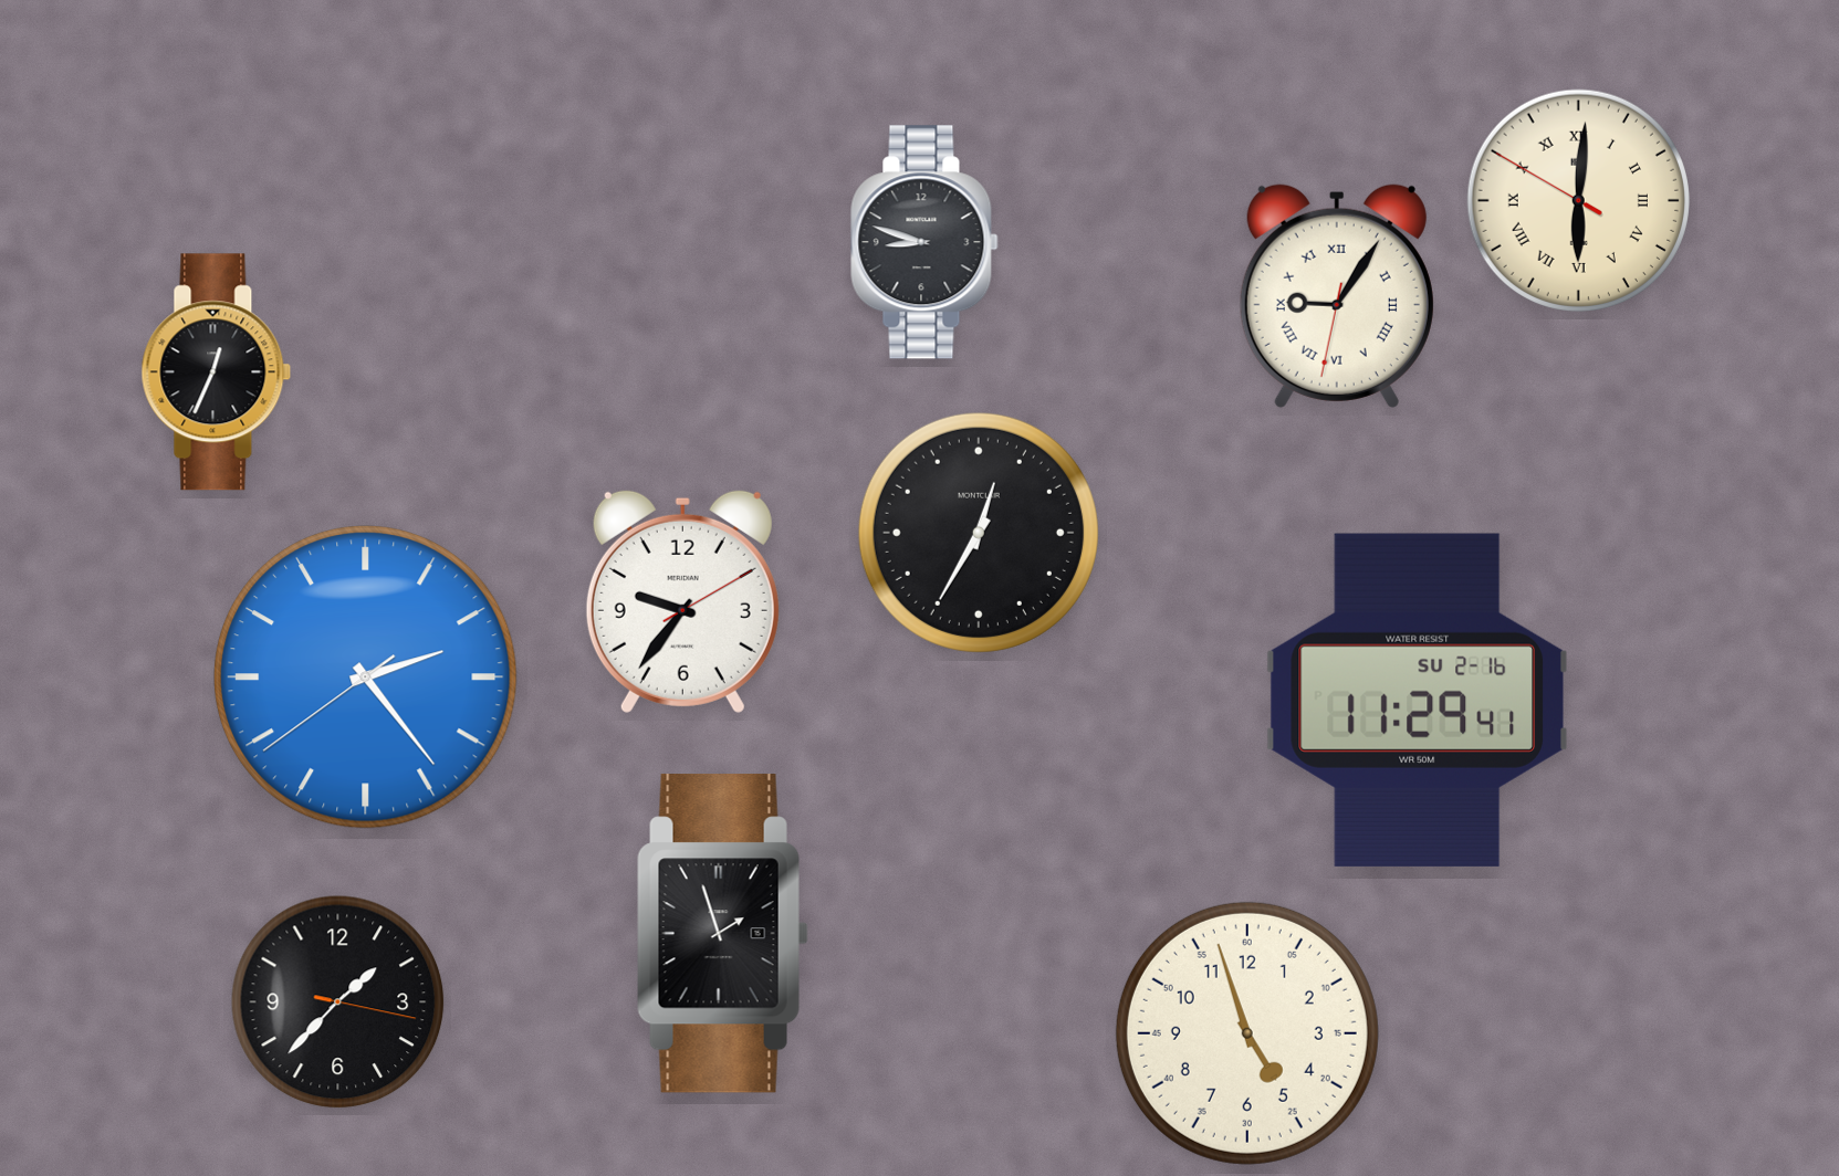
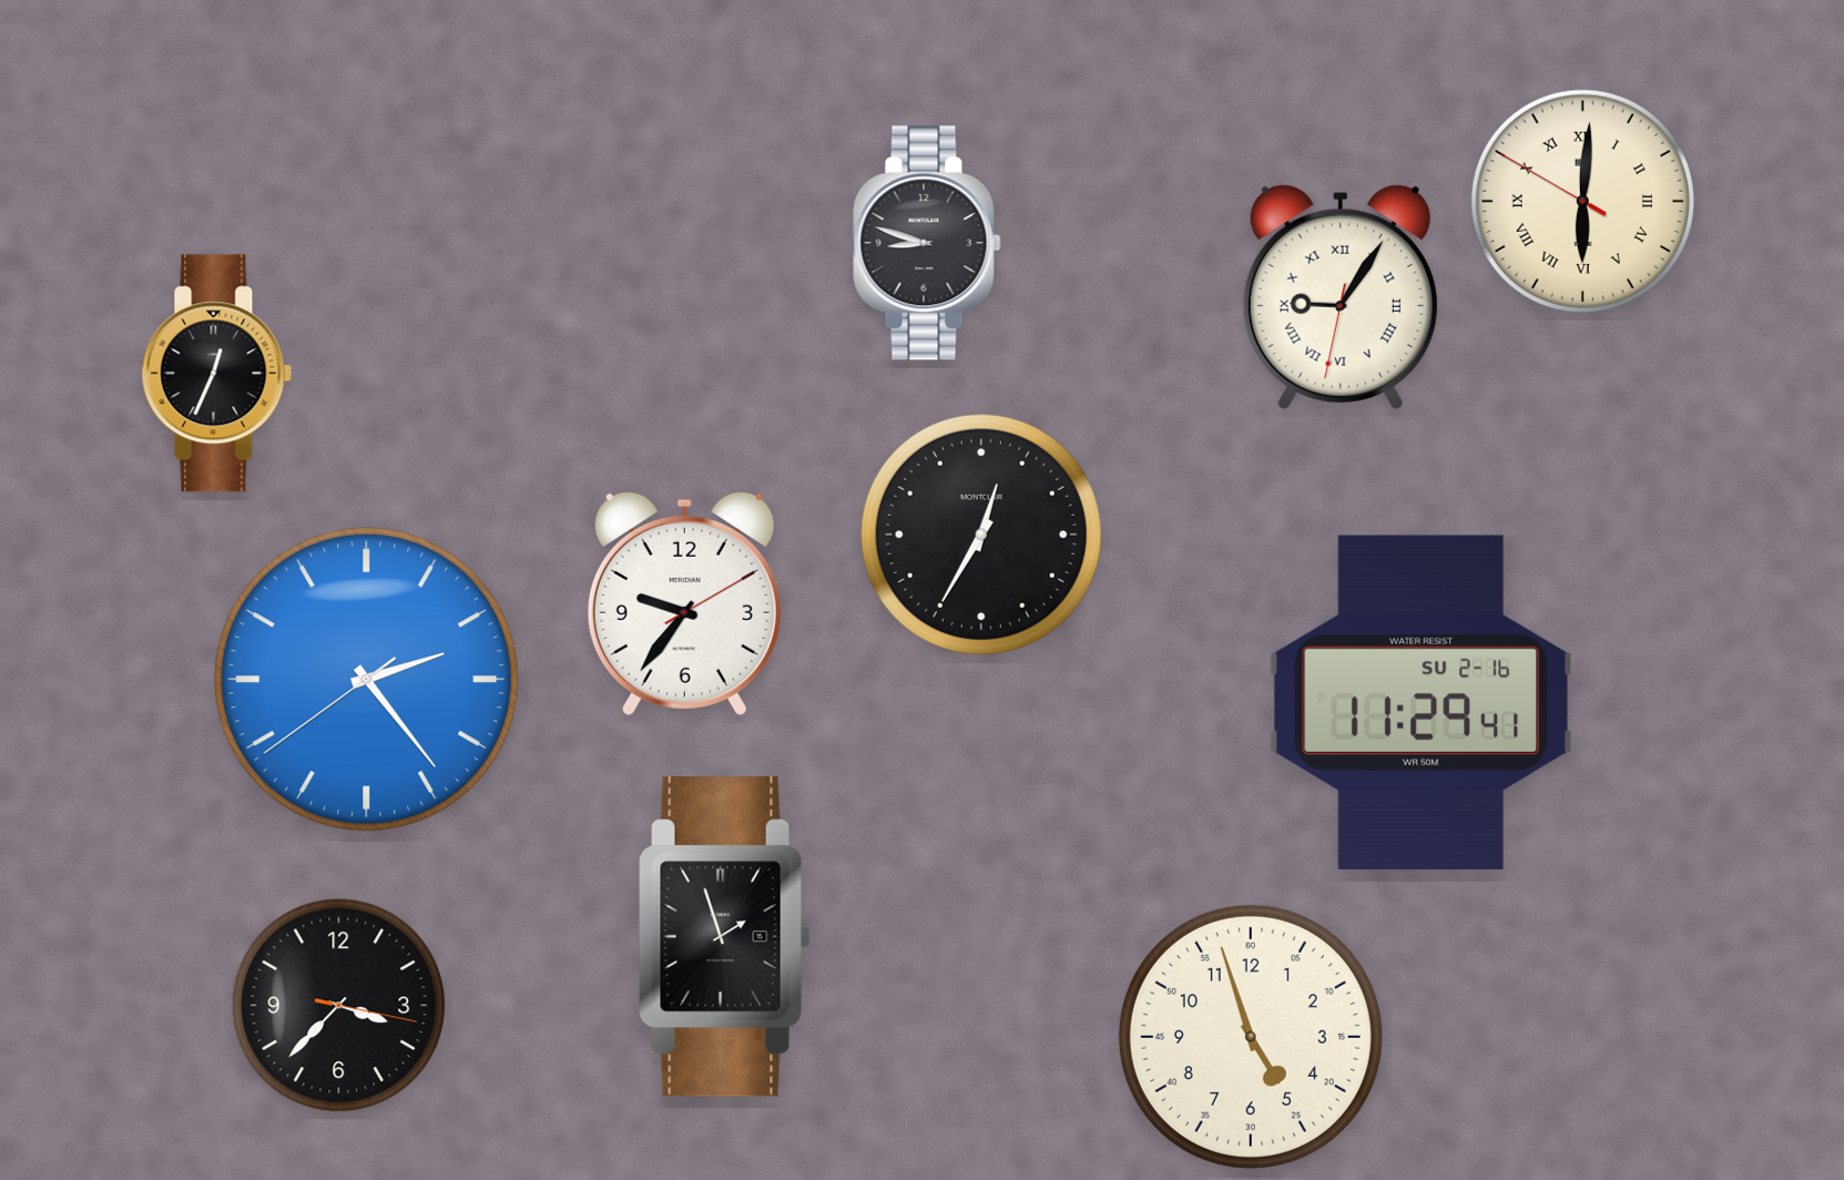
clock at (338, 1002): 1:37 -> 3:37
